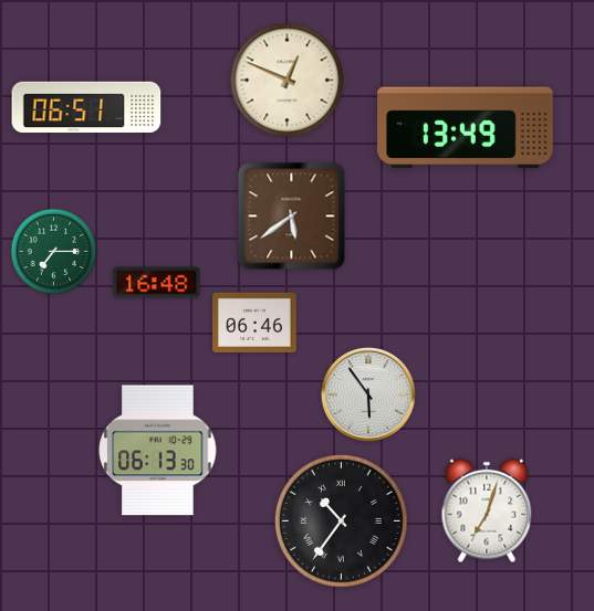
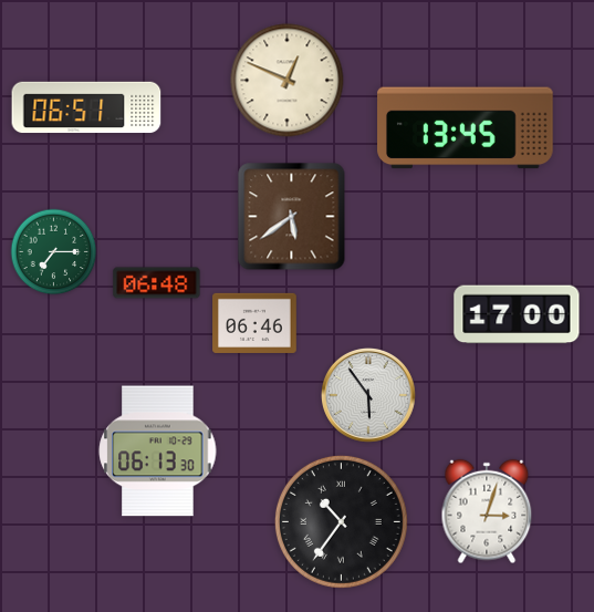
clock at (466, 128): 13:49 -> 13:45
clock at (157, 283): 16:48 -> 06:48
clock at (517, 314): none -> 17:00
clock at (487, 510): 7:03 -> 3:03
